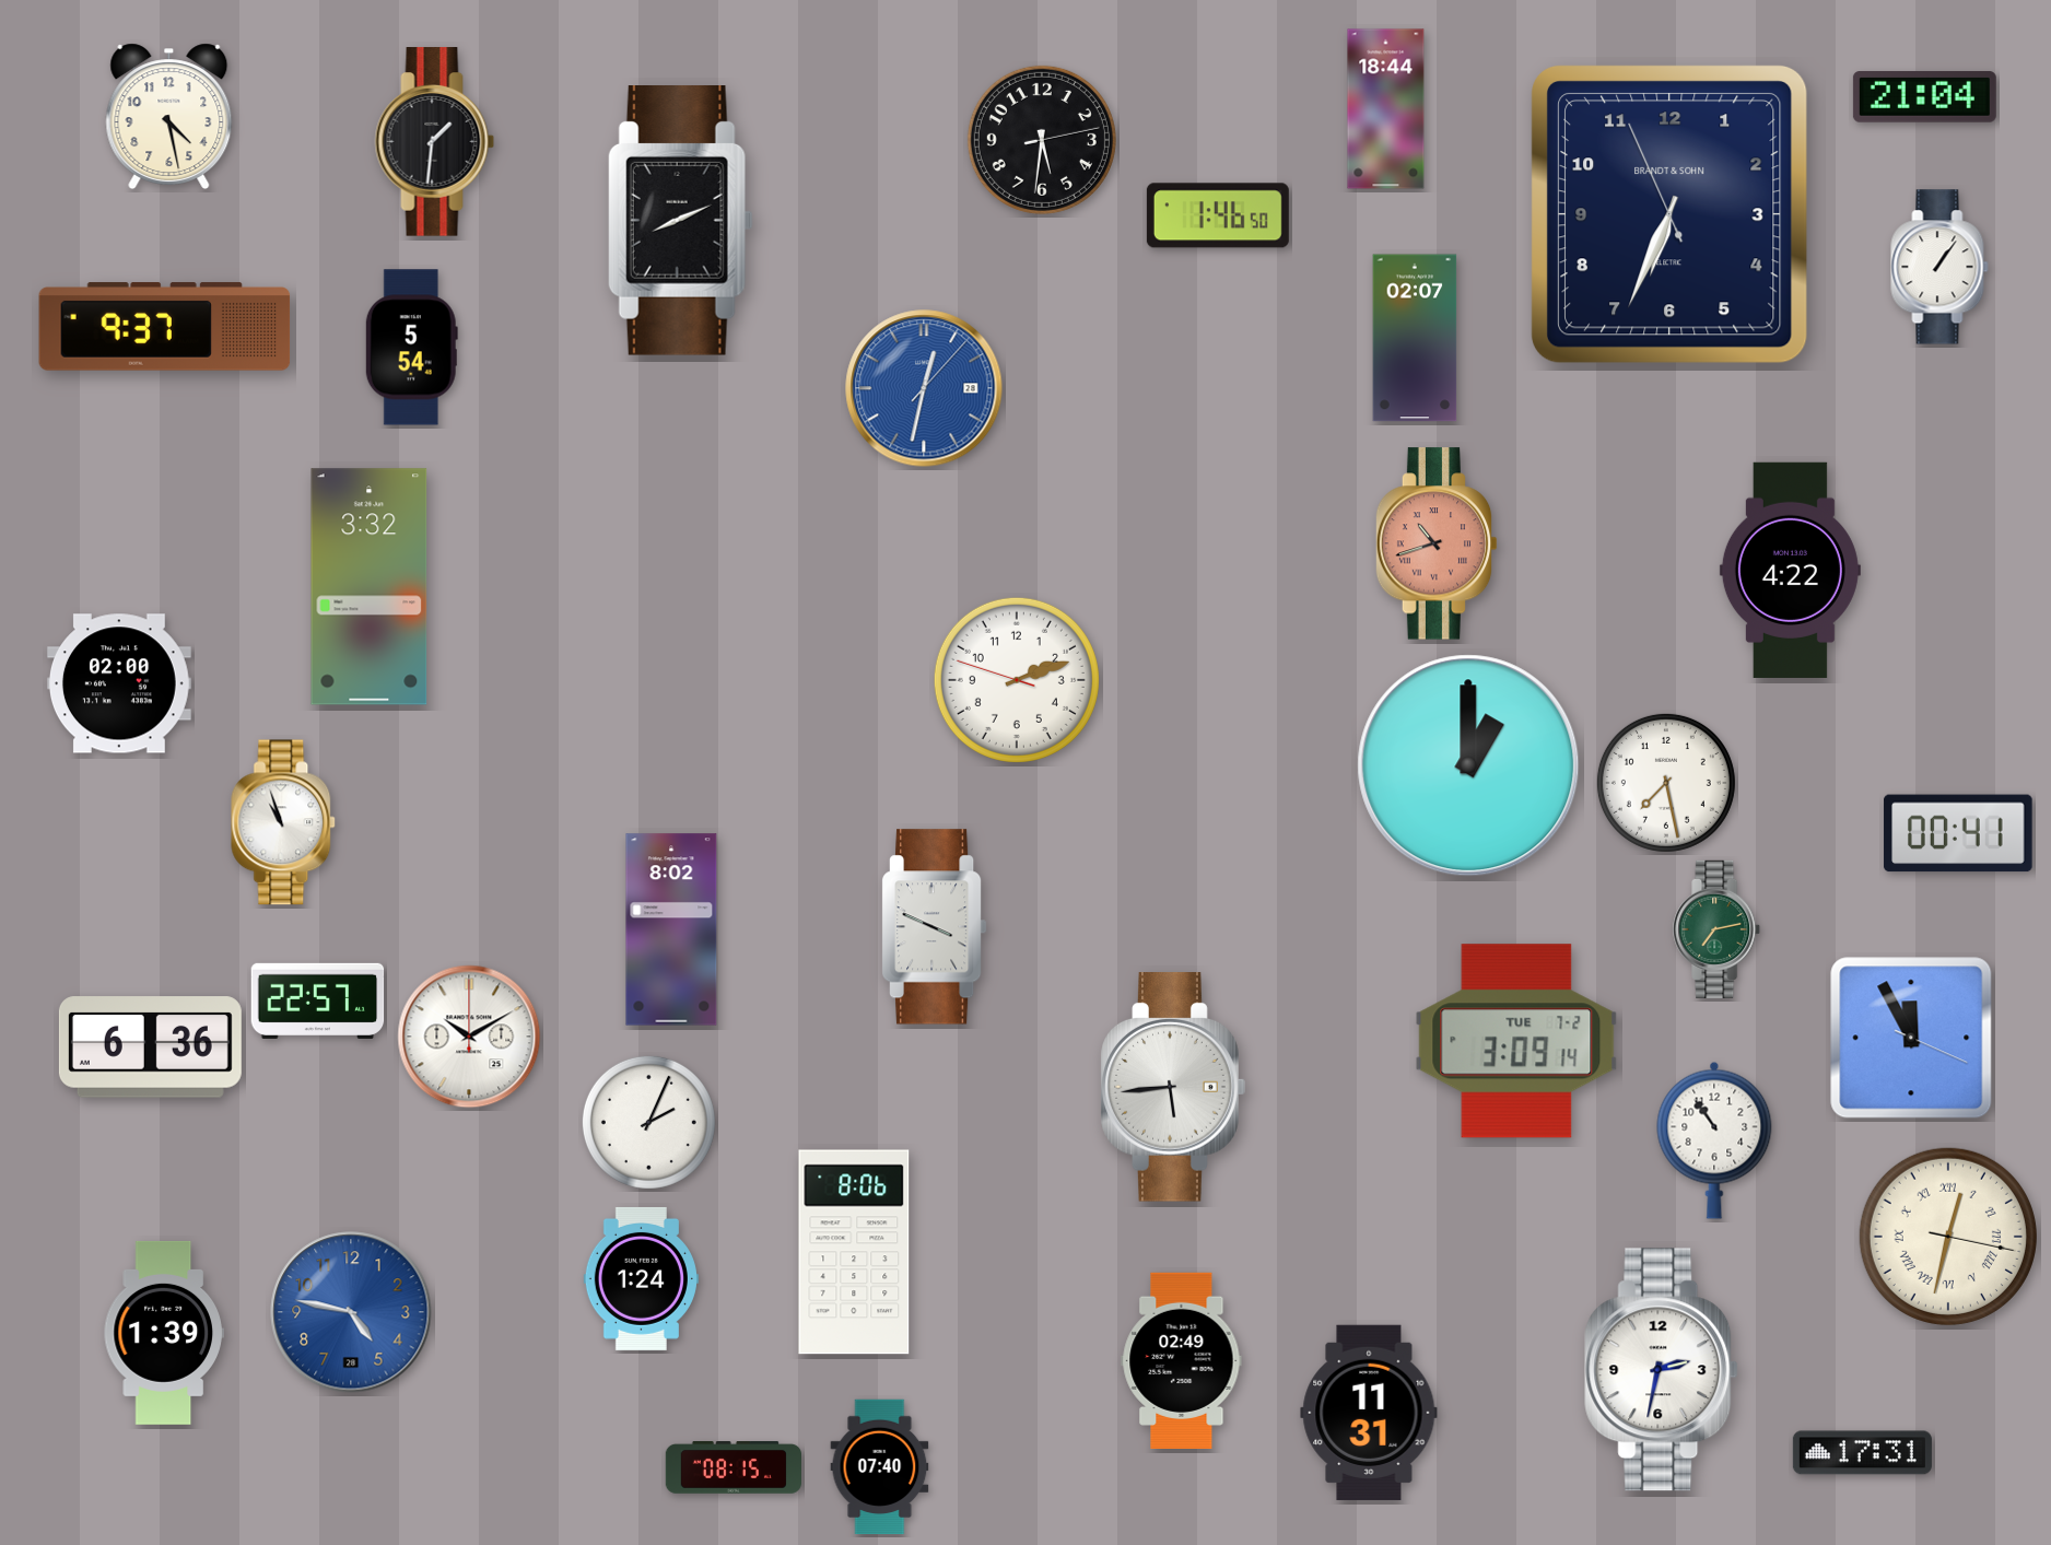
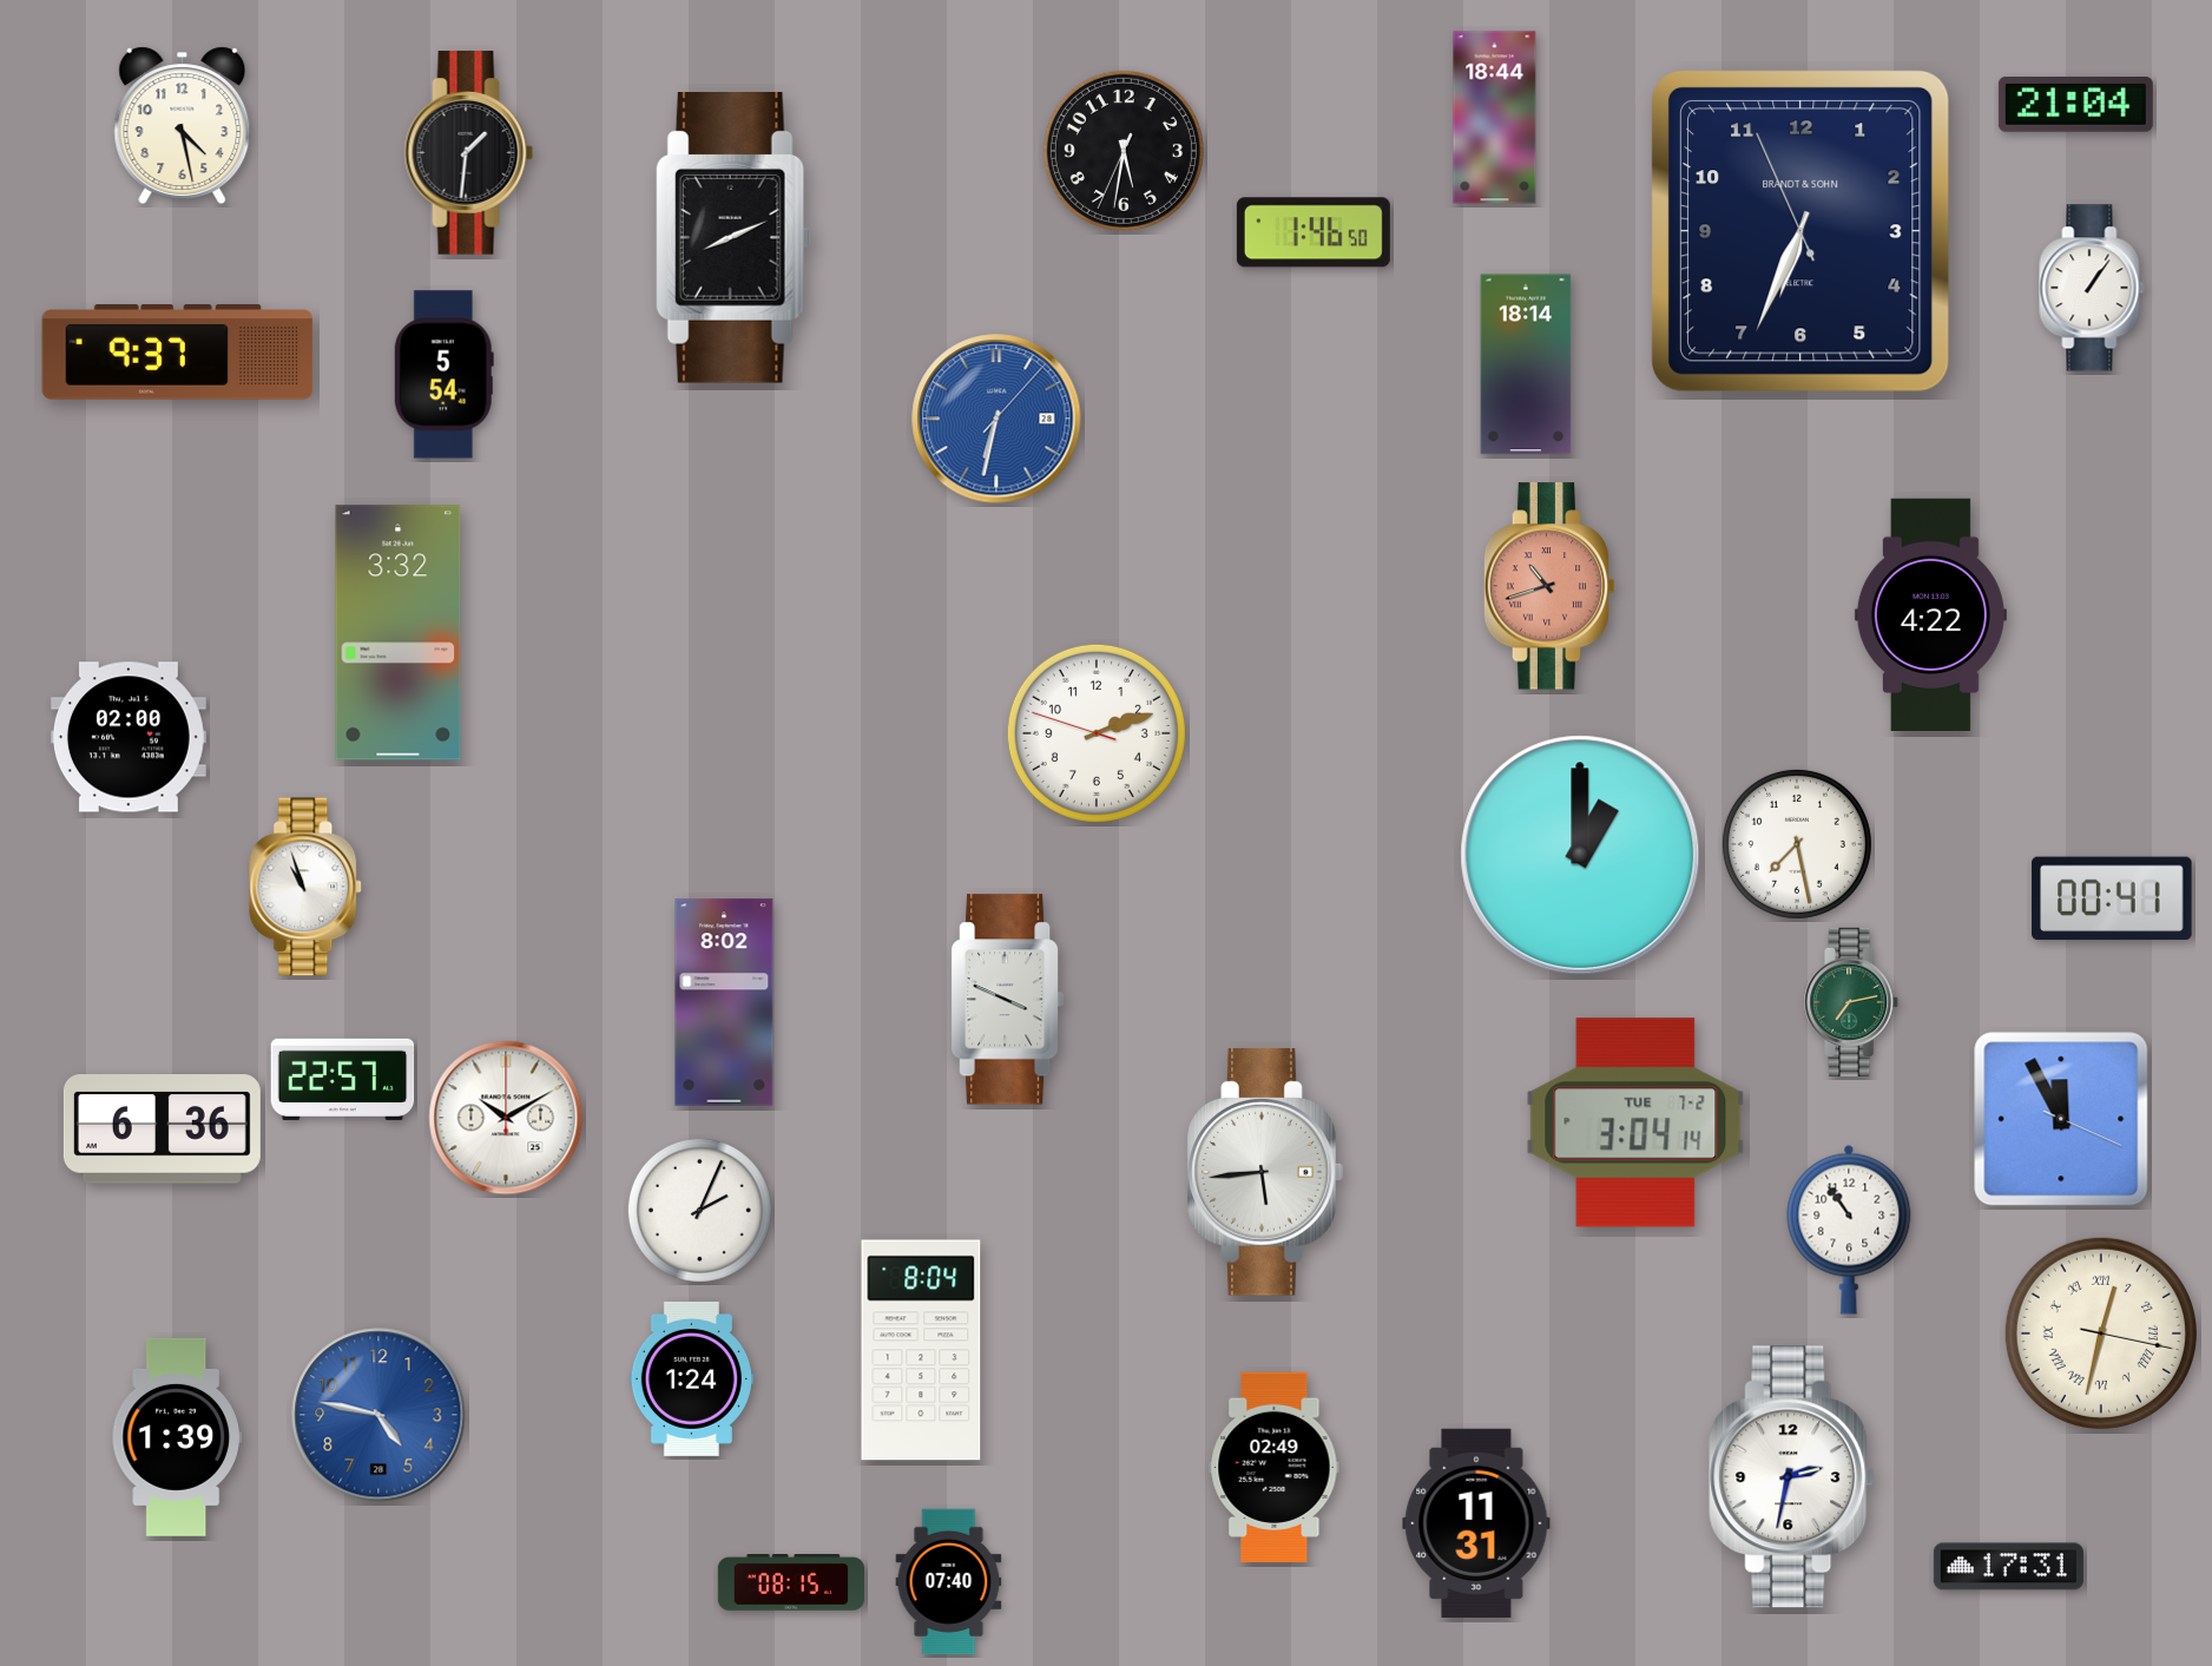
clock at (1042, 140): 5:31:13 -> 5:31:34
clock at (1415, 338): 02:07 -> 18:14
clock at (924, 388): 12:32 -> 6:32
clock at (1468, 765) position: (1468, 765) -> (1580, 855)
clock at (1516, 1041): 3:09 -> 3:04
clock at (854, 1252): 8:06 -> 8:04
